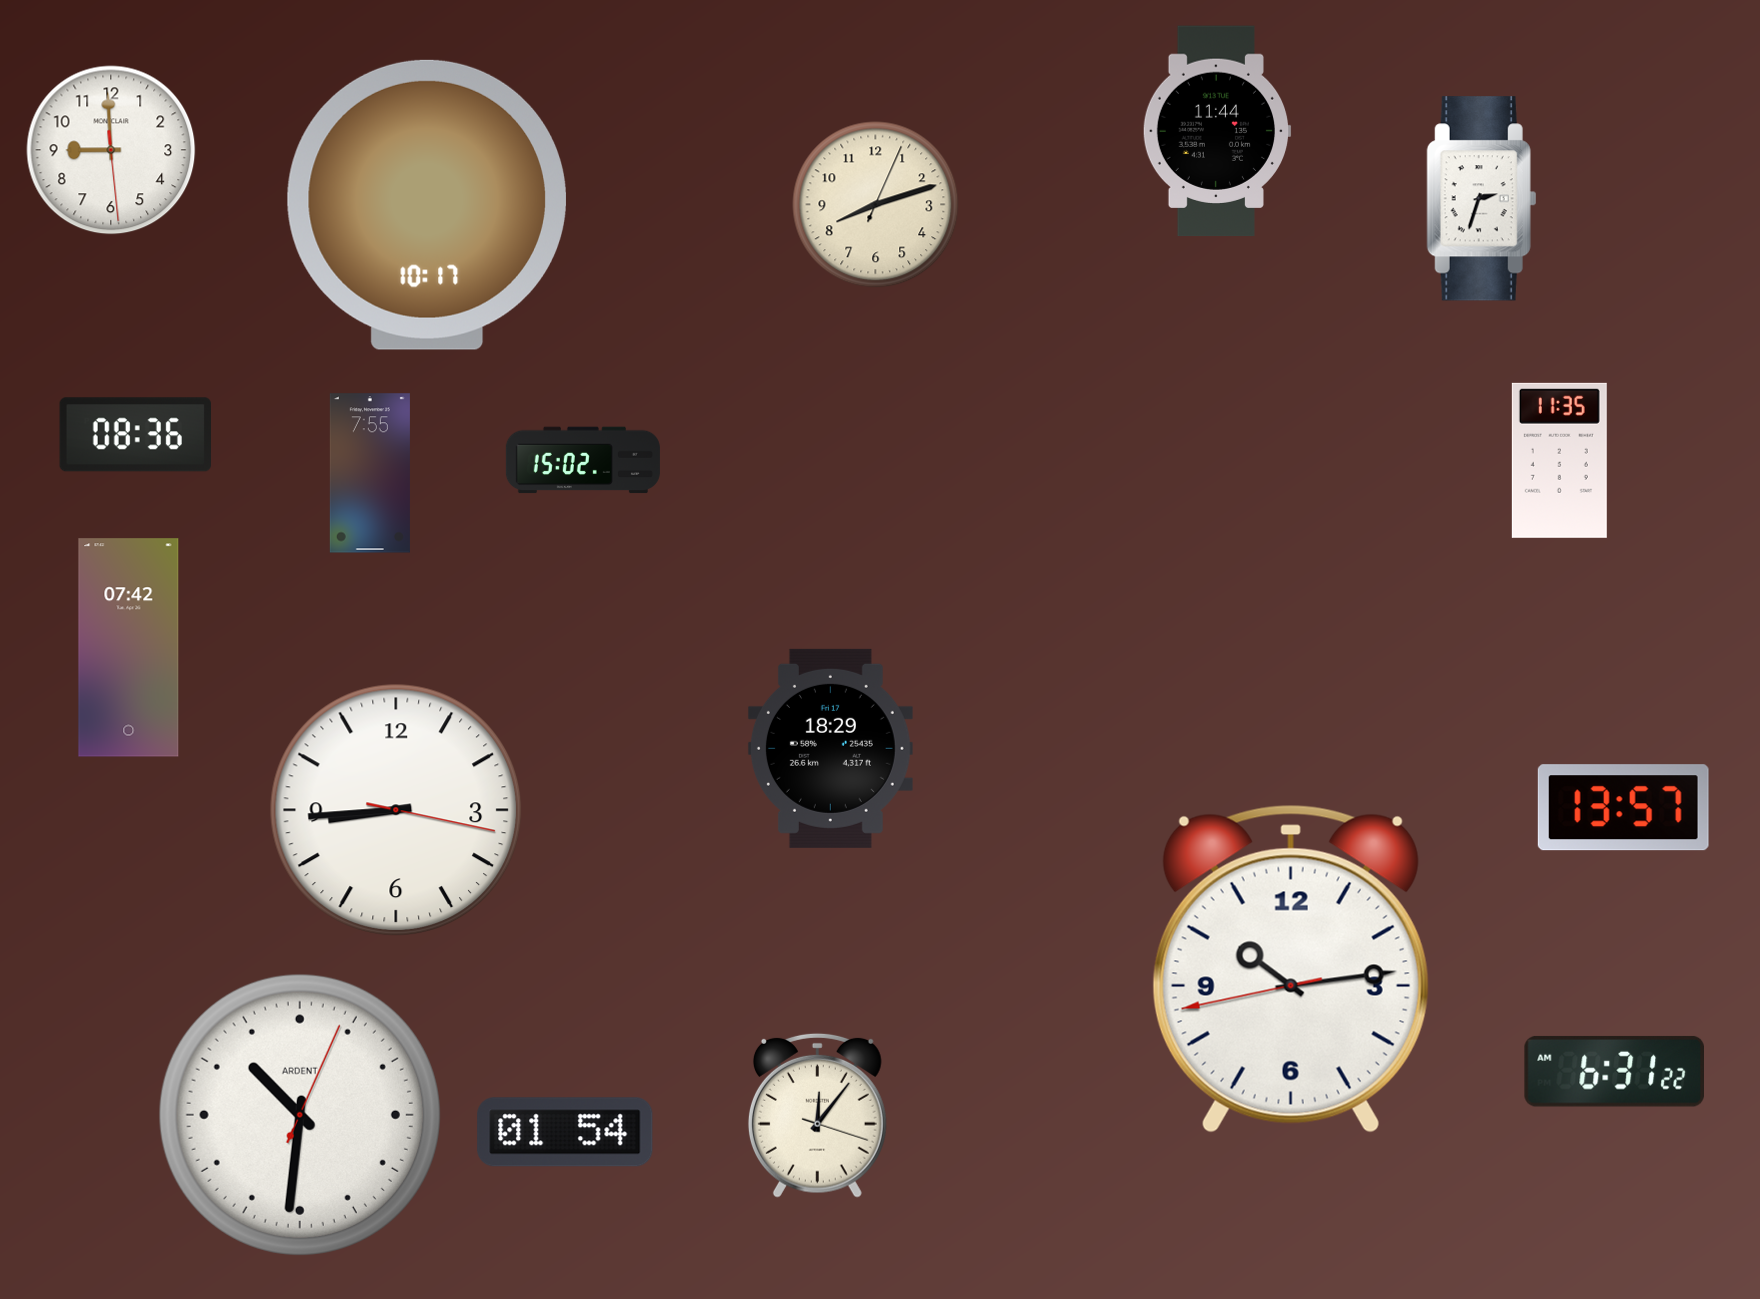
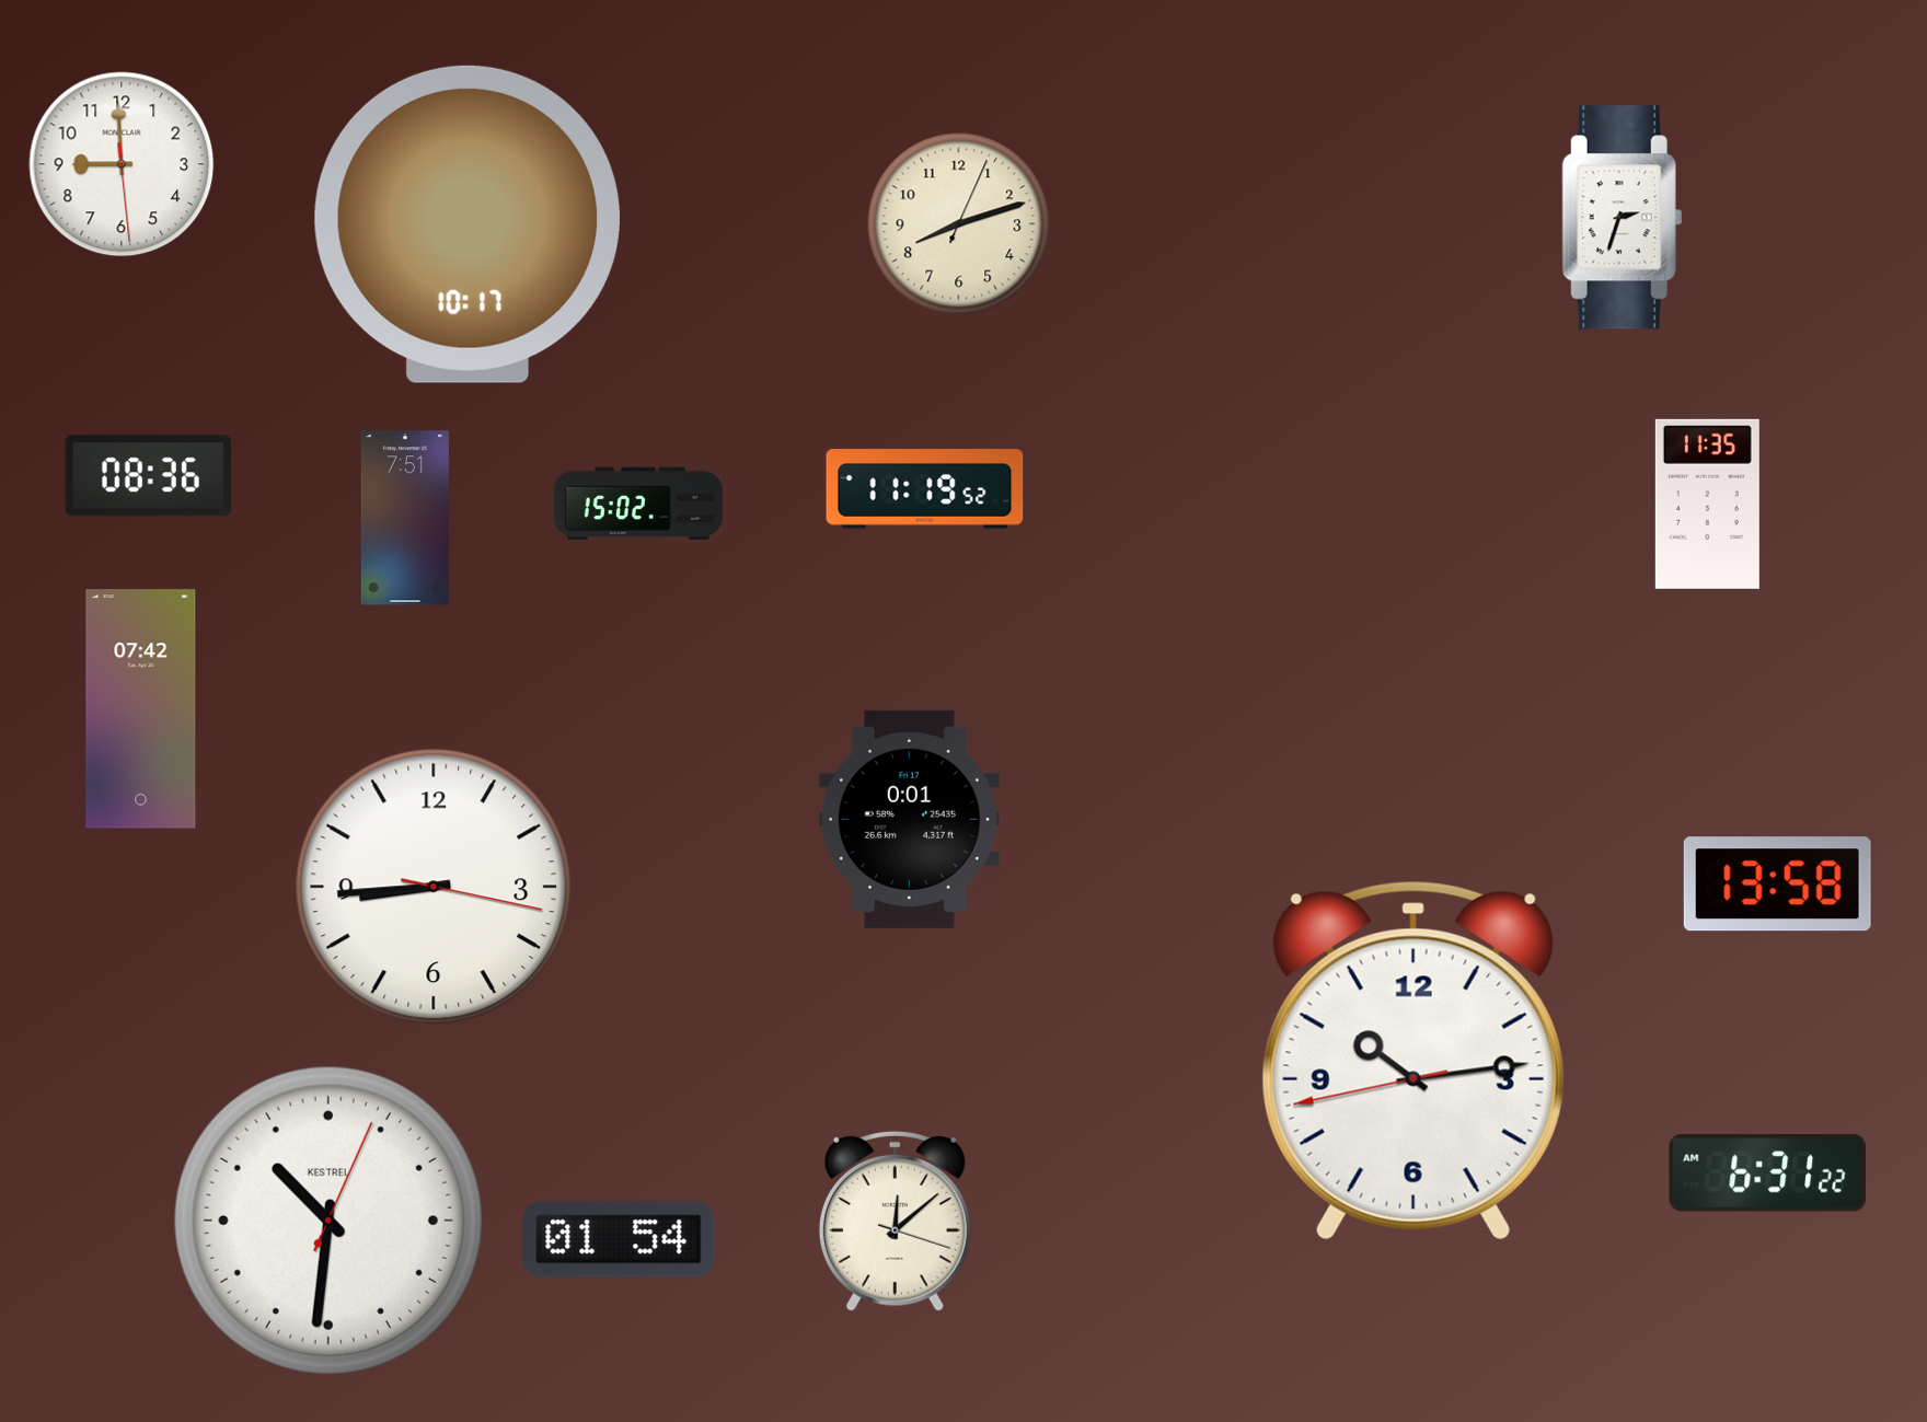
clock at (1217, 131): 11:44 -> none
clock at (925, 489): none -> 11:19
clock at (370, 473): 7:55 -> 7:51
clock at (830, 748): 18:29 -> 0:01
clock at (1623, 808): 13:57 -> 13:58
clock at (300, 1115) brand: ARDENT -> KESTREL
clock at (817, 1115): 12:06 -> 12:08
